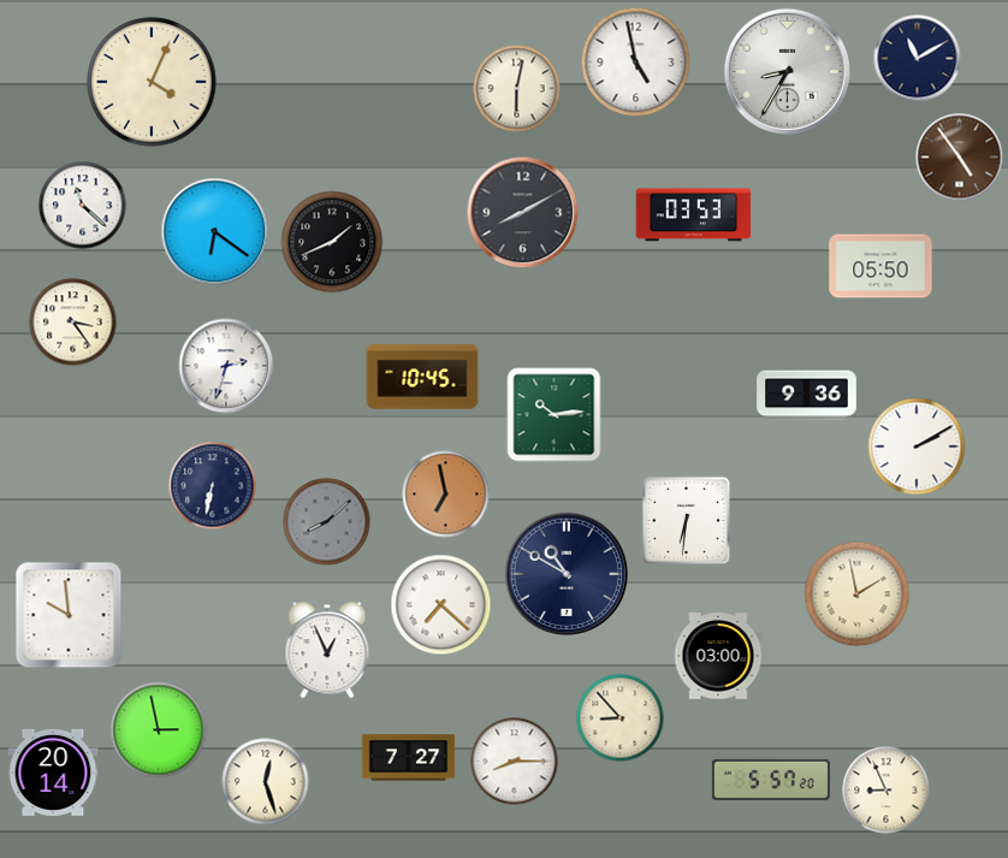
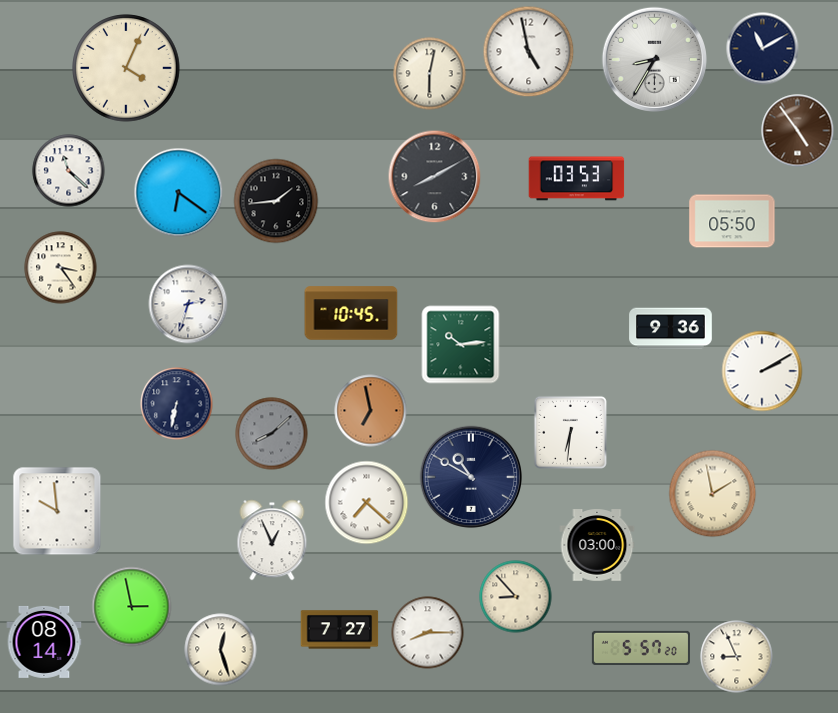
clock at (332, 242): 1:41 -> 1:44
clock at (53, 773): 20:14 -> 08:14
